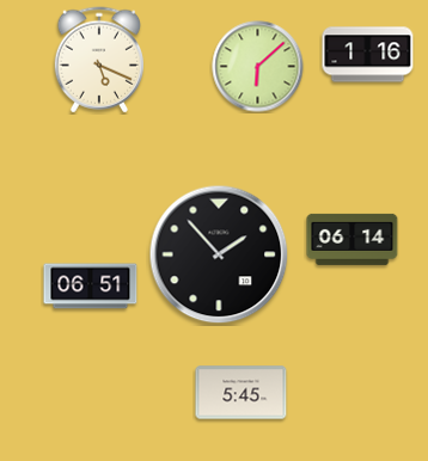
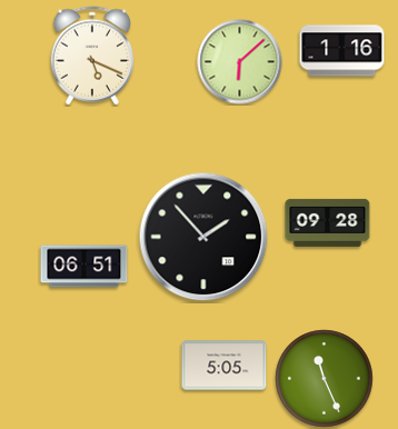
clock at (353, 239): 06:14 -> 09:28
clock at (241, 393): 5:45 -> 5:05
clock at (325, 379): none -> 11:26
